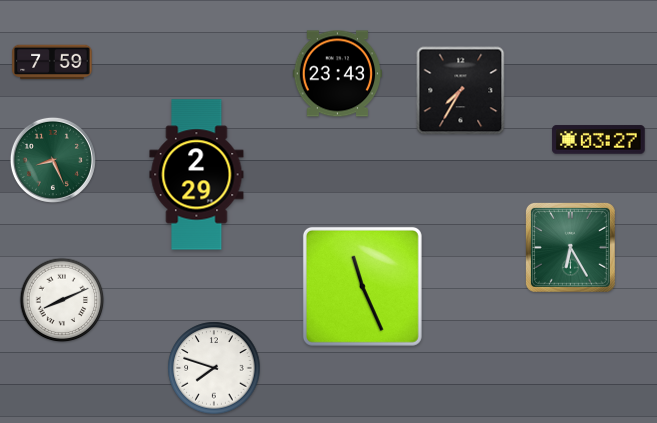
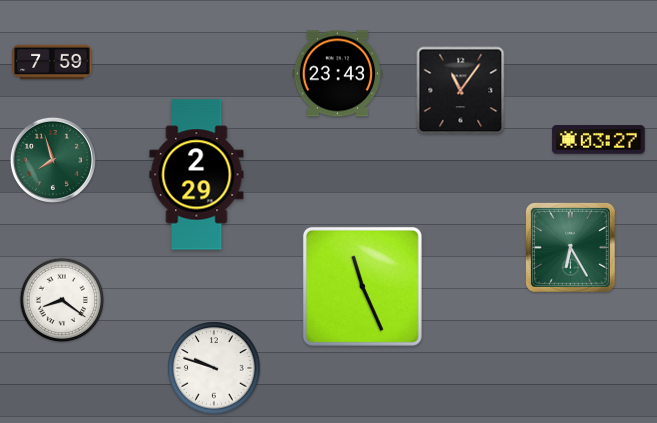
clock at (461, 91): 7:35 -> 11:06
clock at (53, 160): 8:26 -> 7:57
clock at (62, 300): 8:11 -> 8:21
clock at (214, 368): 7:48 -> 9:48
